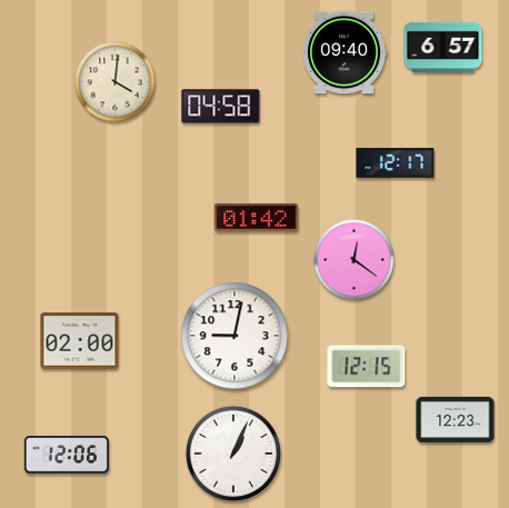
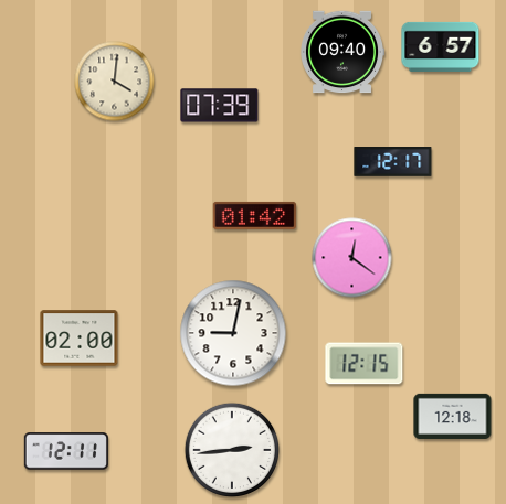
clock at (221, 107): 04:58 -> 07:39
clock at (456, 419): 12:23 -> 12:18
clock at (232, 452): 1:04 -> 2:44
clock at (67, 455): 12:06 -> 12:11
